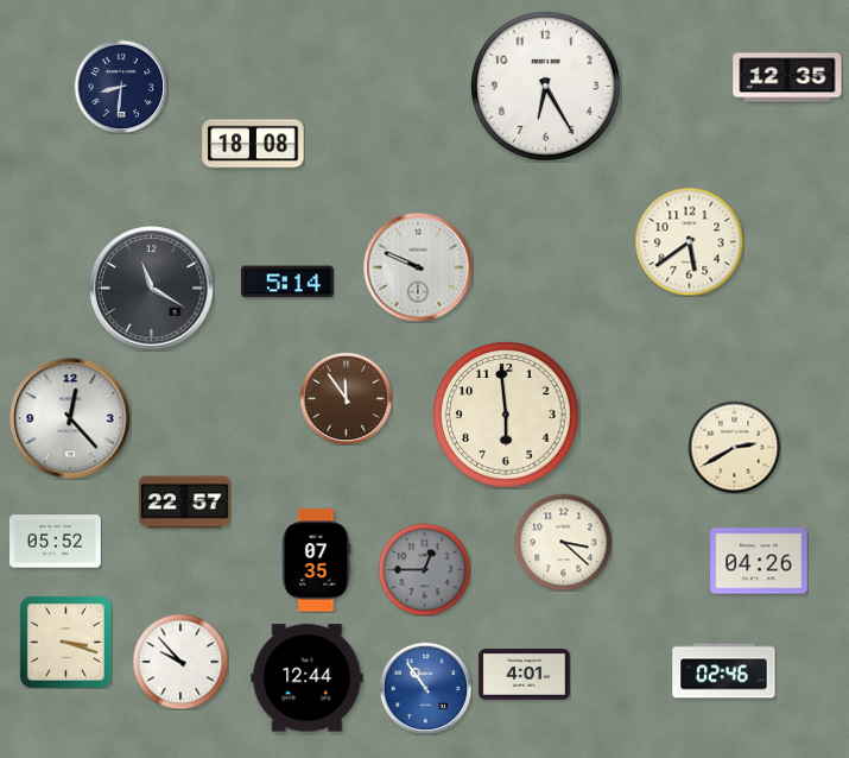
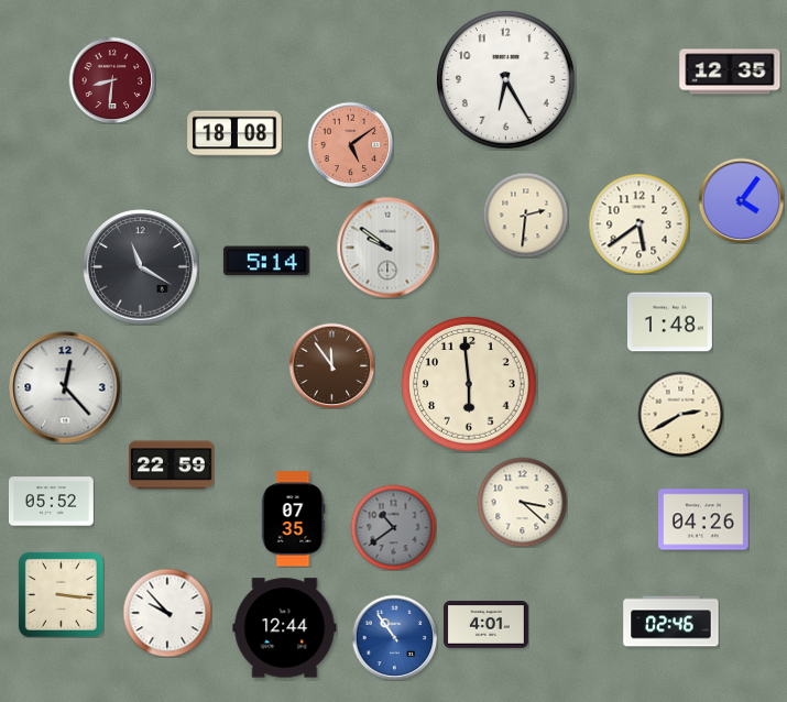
clock at (121, 87) dial: navy -> burgundy
clock at (350, 144): none -> 5:09
clock at (741, 200): none -> 4:06
clock at (525, 215): none -> 2:31
clock at (418, 267): 9:49 -> 9:51
clock at (669, 322): none -> 1:48
clock at (346, 398) position: (346, 398) -> (331, 365)
clock at (184, 503): 22:57 -> 22:59
clock at (424, 569): 12:45 -> 10:39
clock at (65, 642): 3:18 -> 3:16
